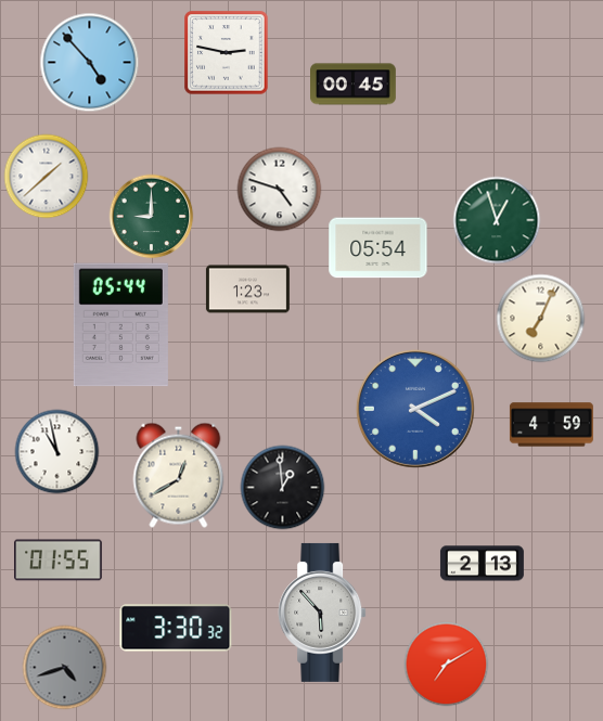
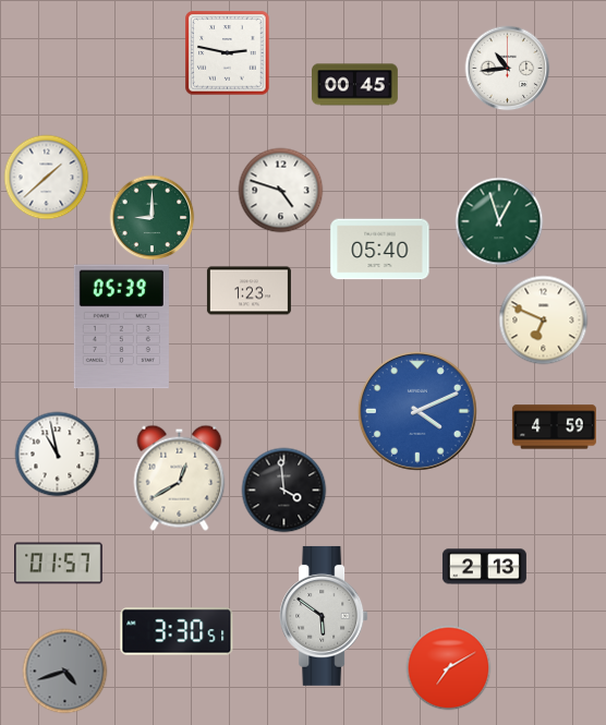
clock at (89, 62): 4:53 -> none
clock at (507, 68): none -> 10:44
clock at (379, 248): 05:54 -> 05:40
clock at (540, 318): 7:04 -> 6:49
clock at (120, 325): 05:44 -> 05:39
clock at (282, 487): 12:59 -> 3:59
clock at (59, 561): 01:55 -> 01:57
clock at (322, 613): 5:53 -> 5:51
clock at (176, 628): 3:30:32 -> 3:30:51
